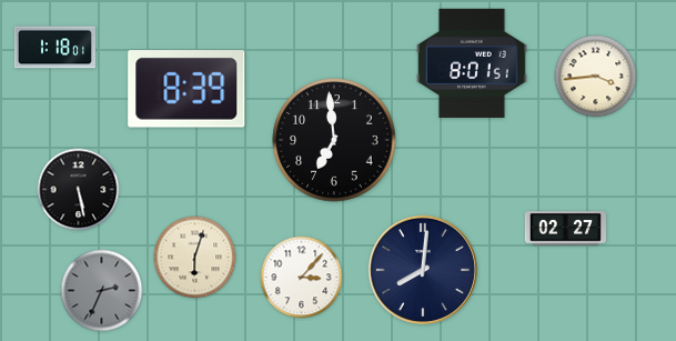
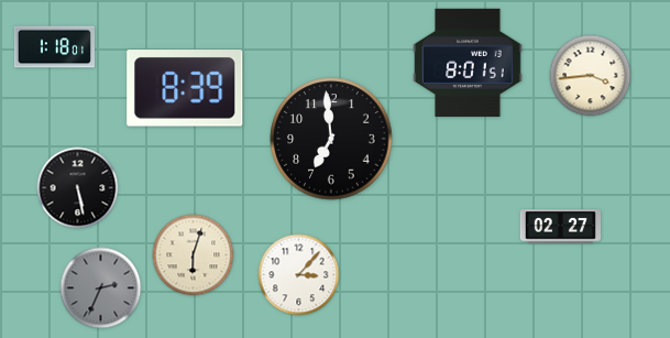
clock at (423, 270): 8:01 -> none
